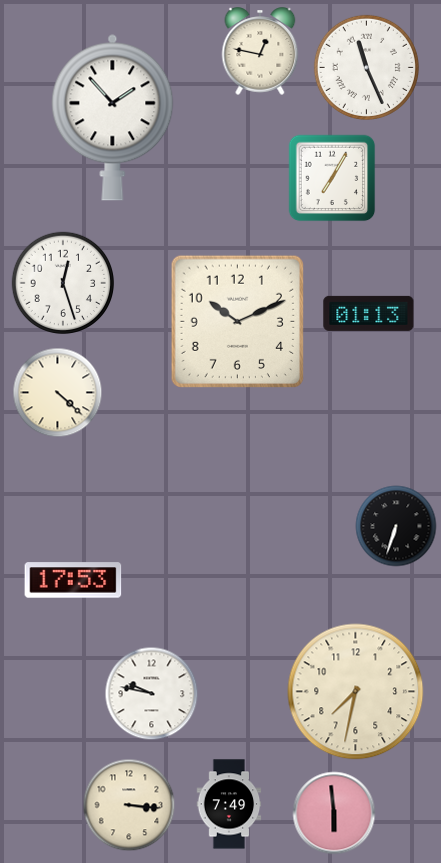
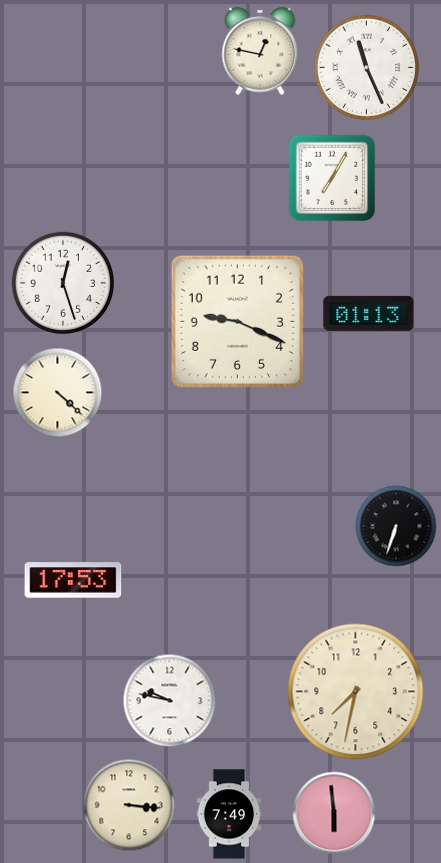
clock at (113, 117): 1:53 -> none
clock at (237, 321): 10:11 -> 9:19
clock at (152, 694) position: (152, 694) -> (170, 701)
clock at (229, 804) position: (229, 804) -> (229, 814)
